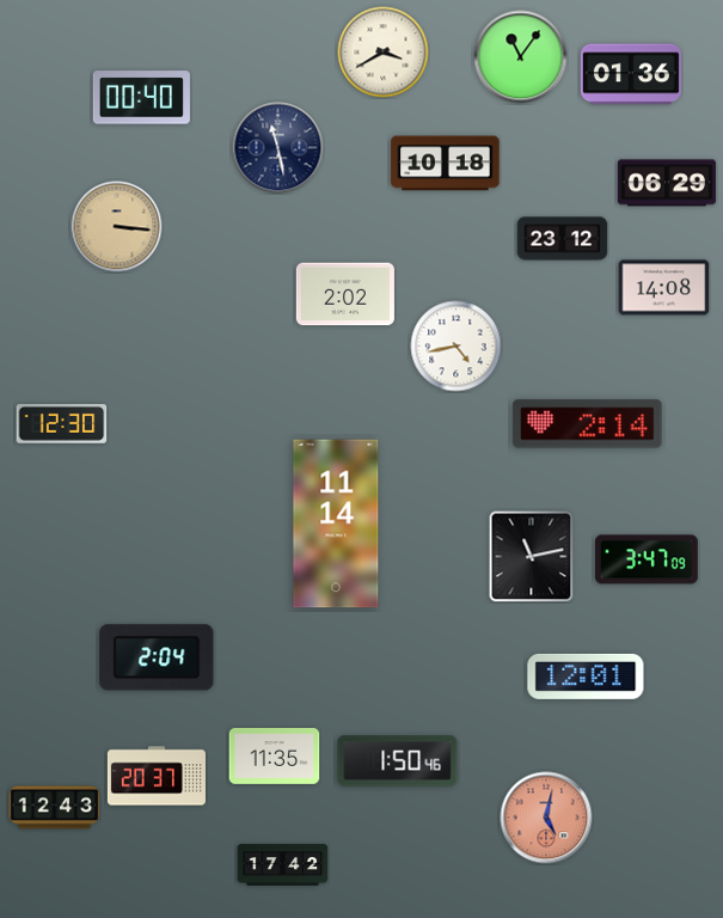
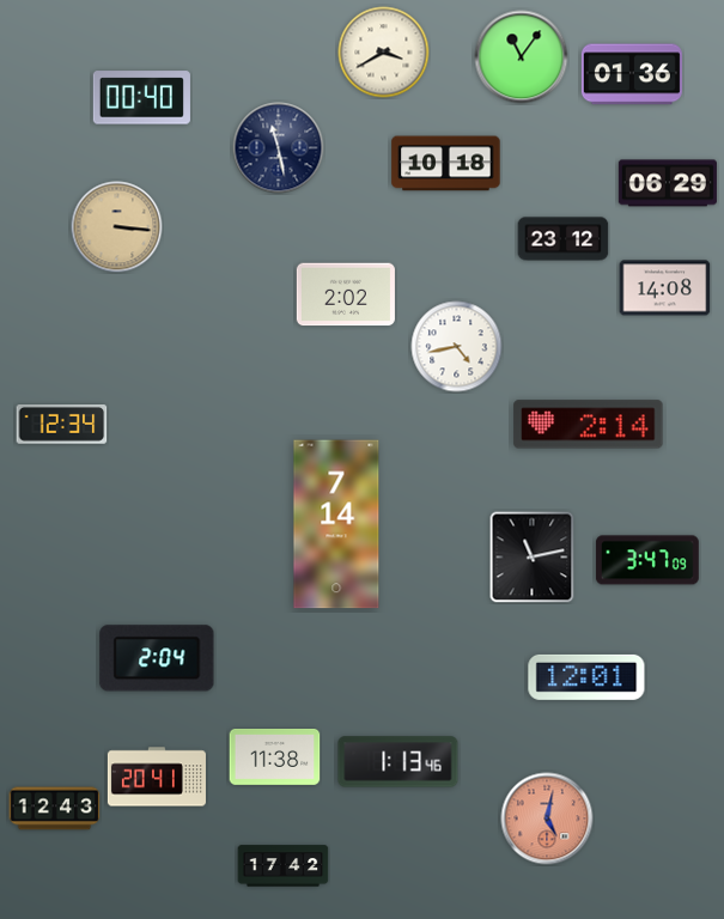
clock at (62, 424): 12:30 -> 12:34
clock at (336, 524): 11:14 -> 7:14
clock at (275, 757): 11:35 -> 11:38
clock at (398, 761): 1:50 -> 1:13
clock at (157, 776): 20:37 -> 20:41
